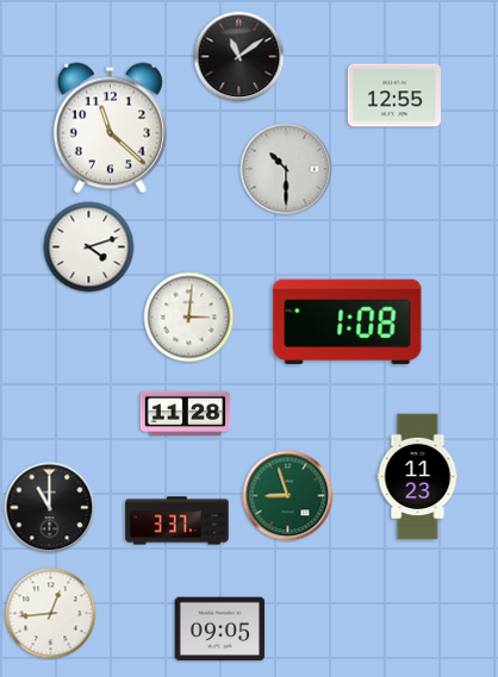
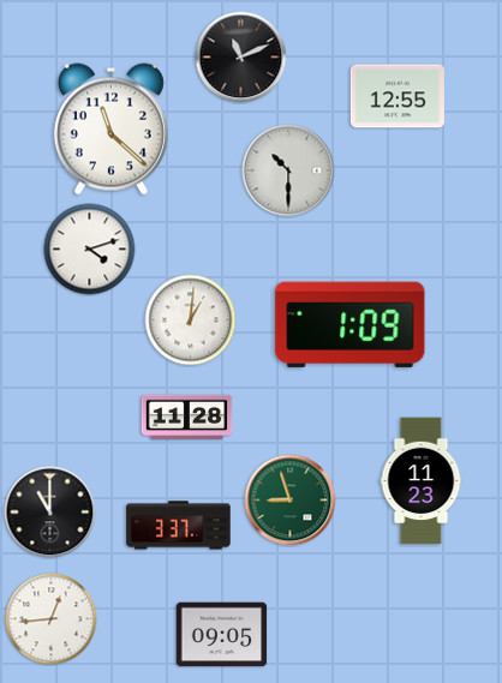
clock at (239, 57): 11:09 -> 11:11
clock at (189, 318): 3:01 -> 1:01
clock at (348, 321): 1:08 -> 1:09
